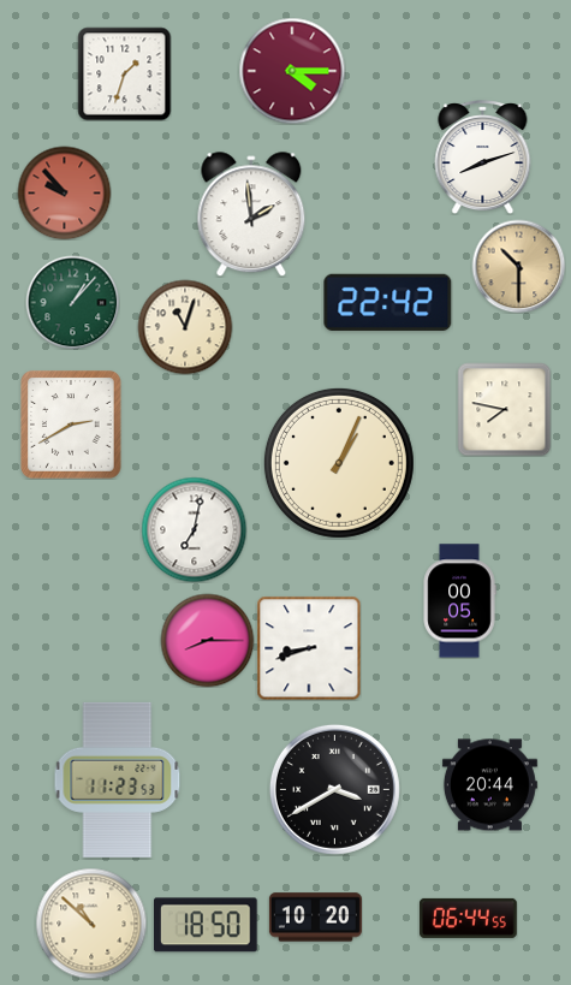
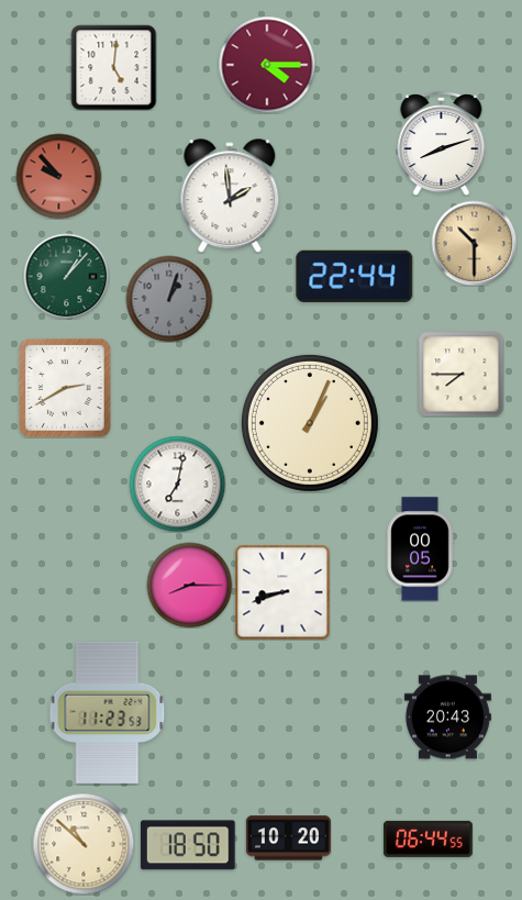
clock at (124, 73): 1:33 -> 5:01
clock at (388, 302): 22:42 -> 22:44
clock at (185, 327): 11:03 -> 1:03
clock at (185, 327) dial: cream -> grey
clock at (504, 409): 7:47 -> 7:45
clock at (489, 785): 20:44 -> 20:43
clock at (334, 789): 3:40 -> none
